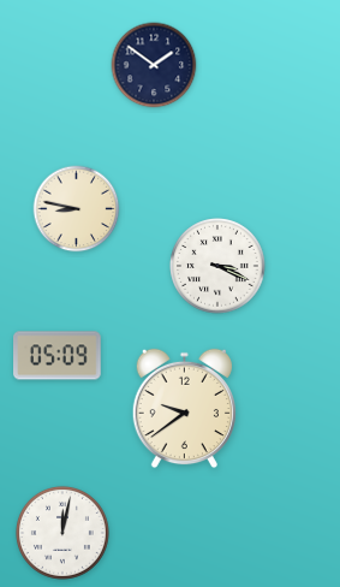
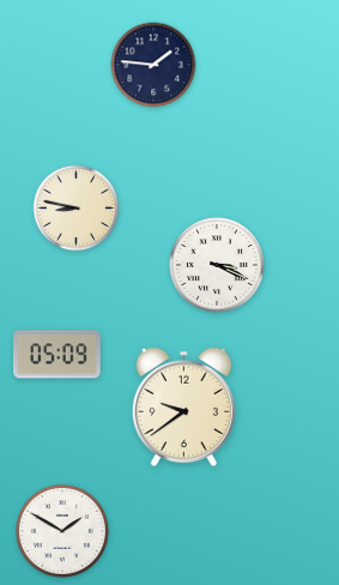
clock at (154, 65): 1:51 -> 1:46
clock at (62, 533): 12:02 -> 1:50
